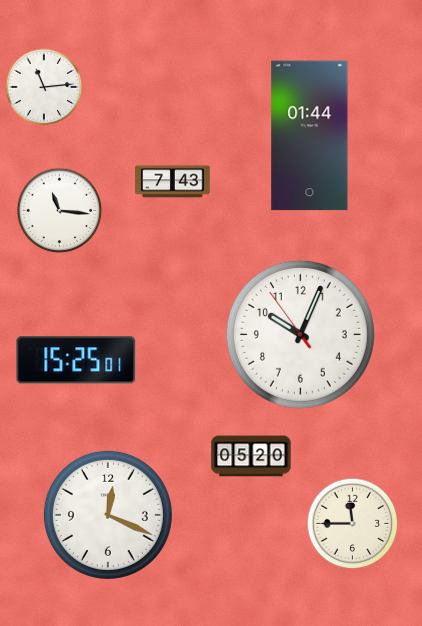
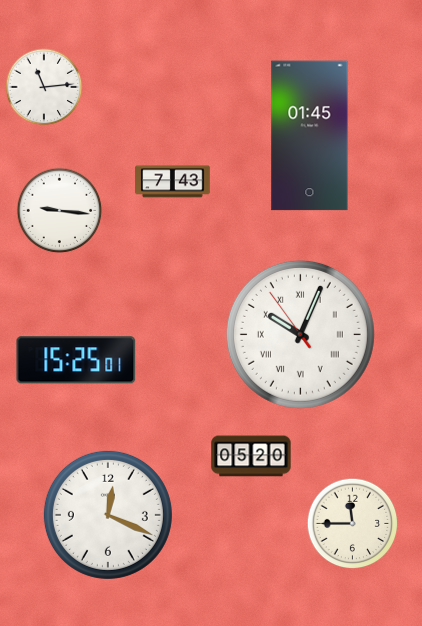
clock at (310, 136): 01:44 -> 01:45
clock at (60, 211): 11:16 -> 9:16
clock at (300, 334) numerals: Arabic -> Roman
